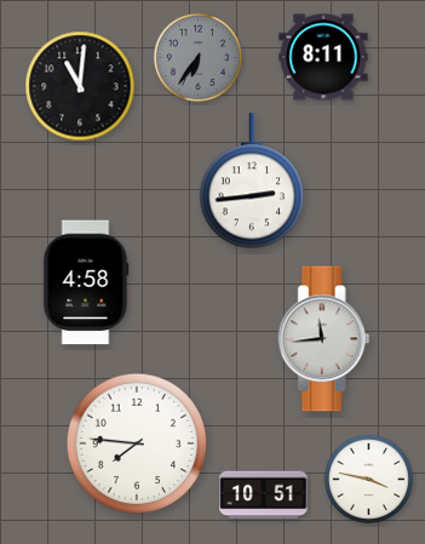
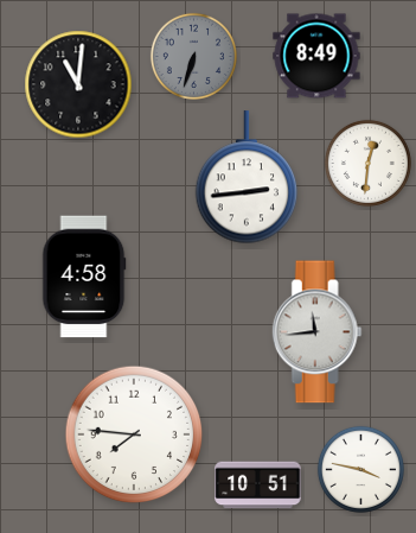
clock at (197, 57): 6:36 -> 6:33
clock at (323, 57): 8:11 -> 8:49
clock at (367, 163): none -> 12:31
